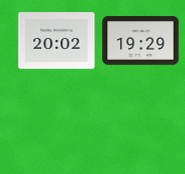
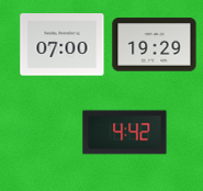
clock at (57, 41): 20:02 -> 07:00
clock at (125, 133): none -> 4:42
